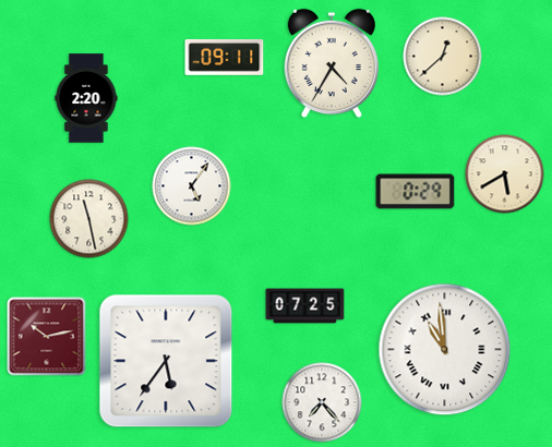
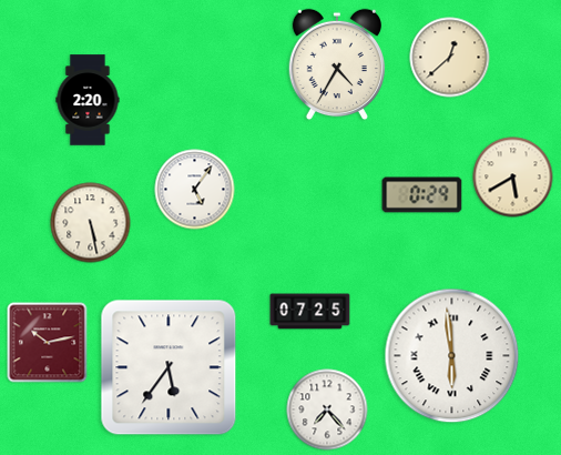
clock at (225, 58): 09:11 -> none
clock at (89, 219): 11:28 -> 5:28
clock at (445, 350): 10:59 -> 5:59
